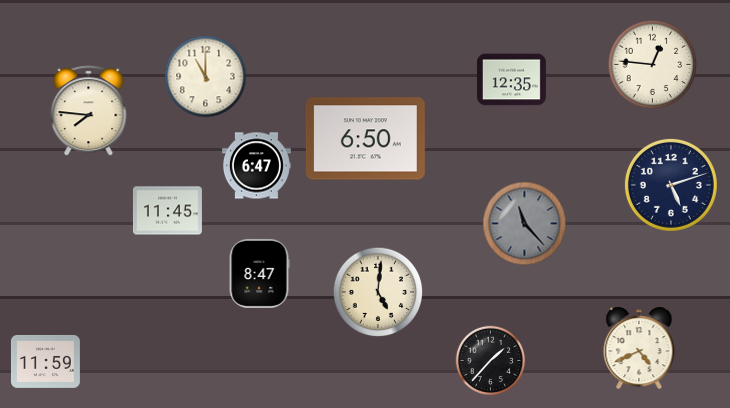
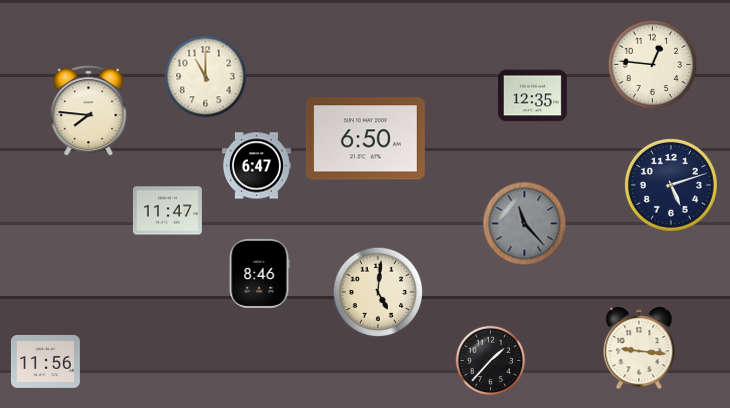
clock at (511, 80) position: (511, 80) -> (532, 96)
clock at (167, 211): 11:45 -> 11:47
clock at (259, 273): 8:47 -> 8:46
clock at (639, 348): 4:41 -> 9:16
clock at (45, 361): 11:59 -> 11:56
